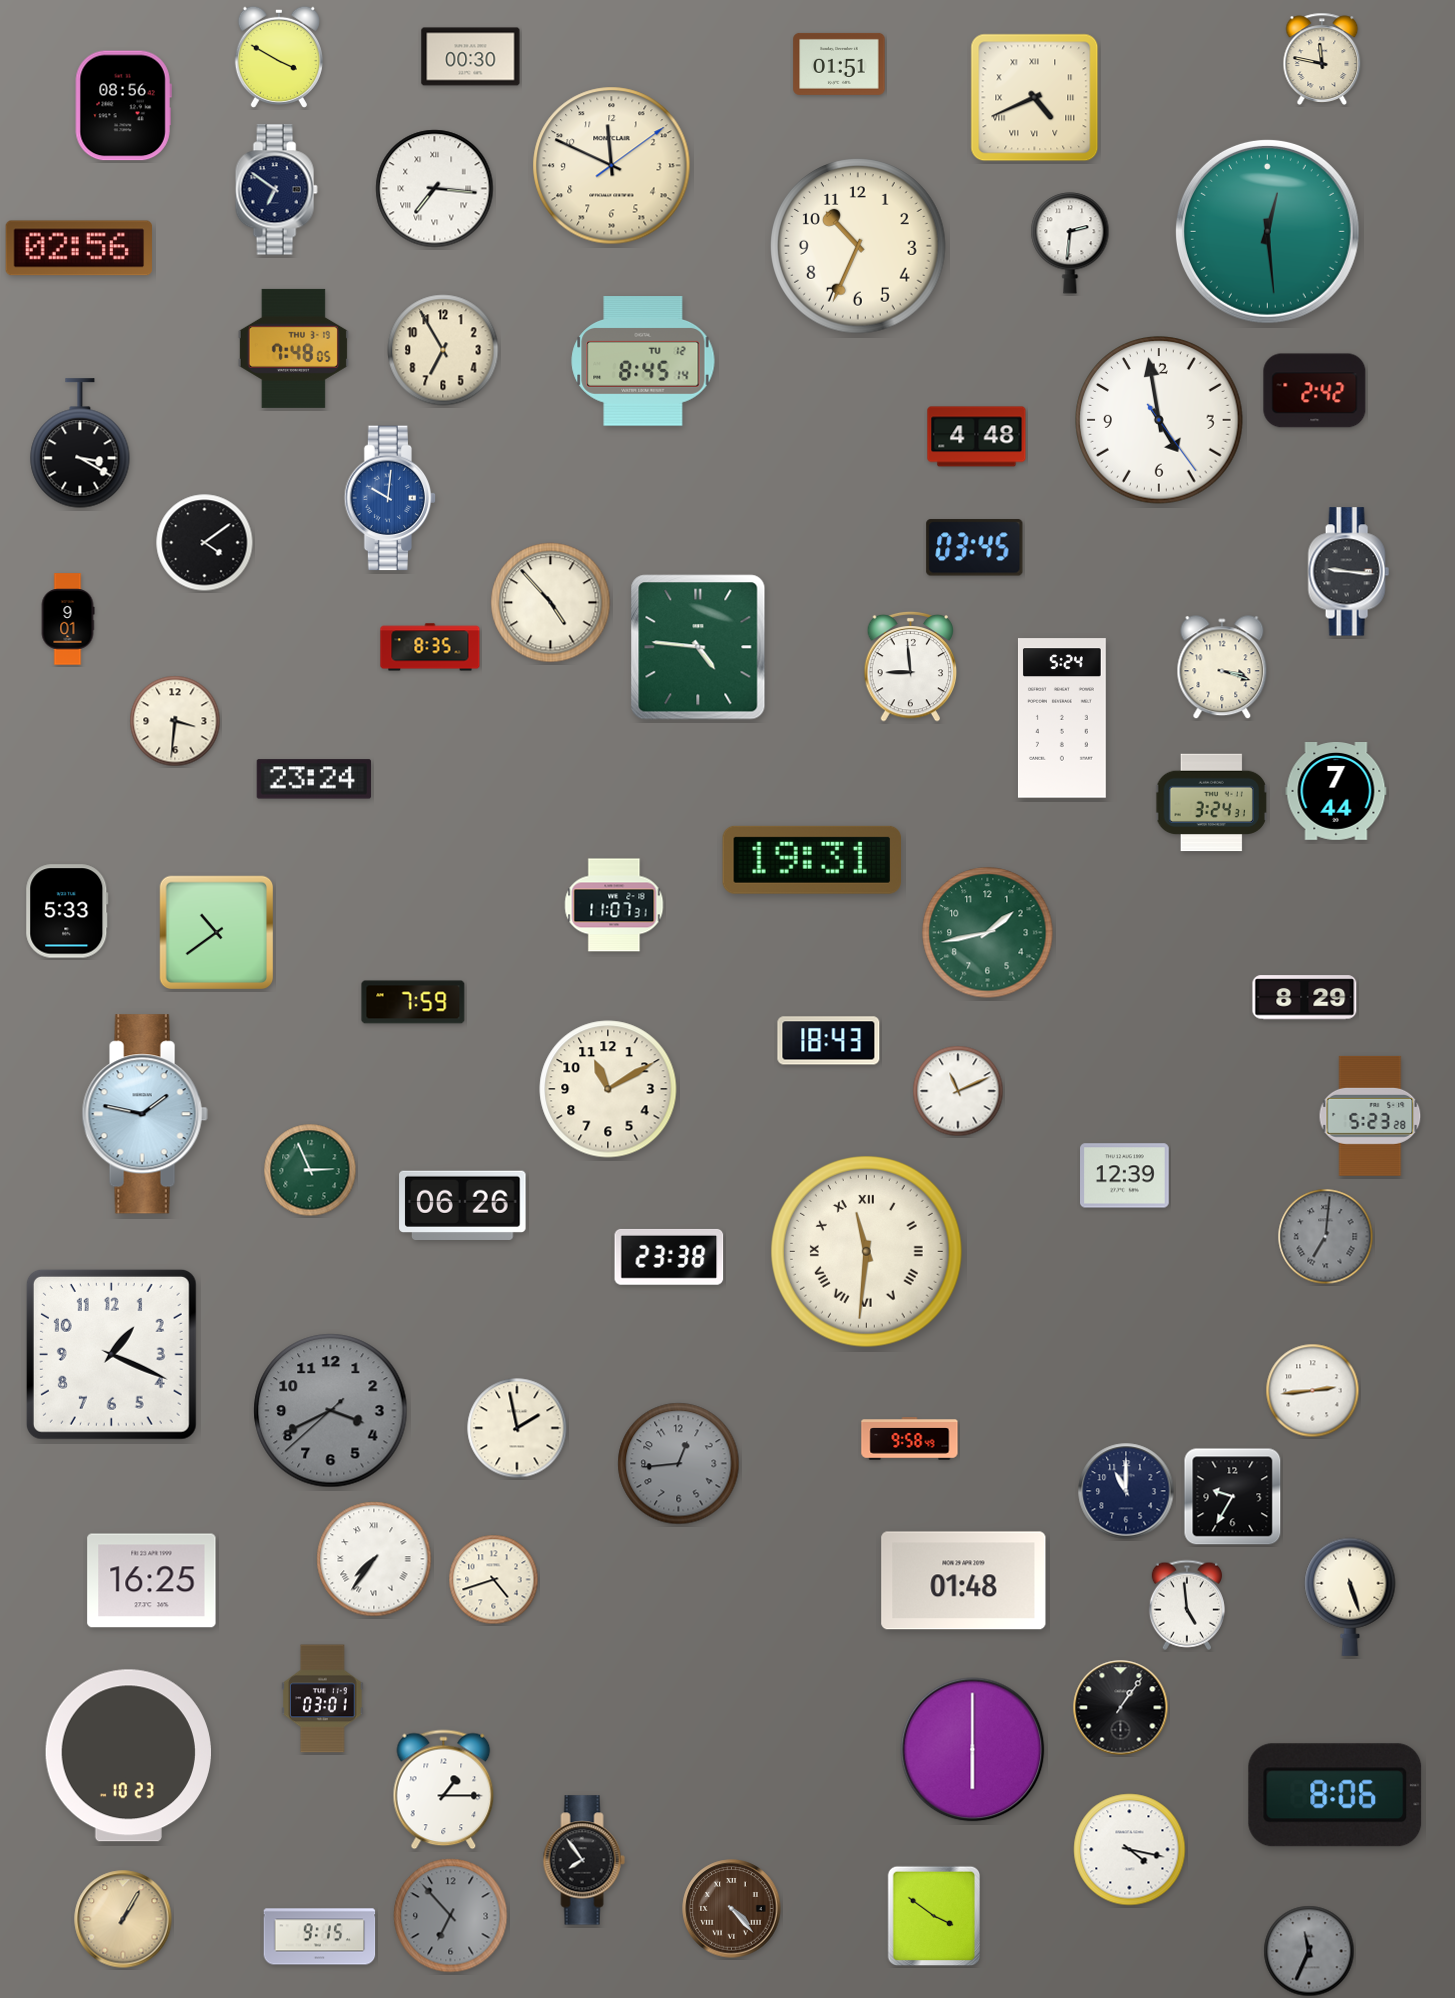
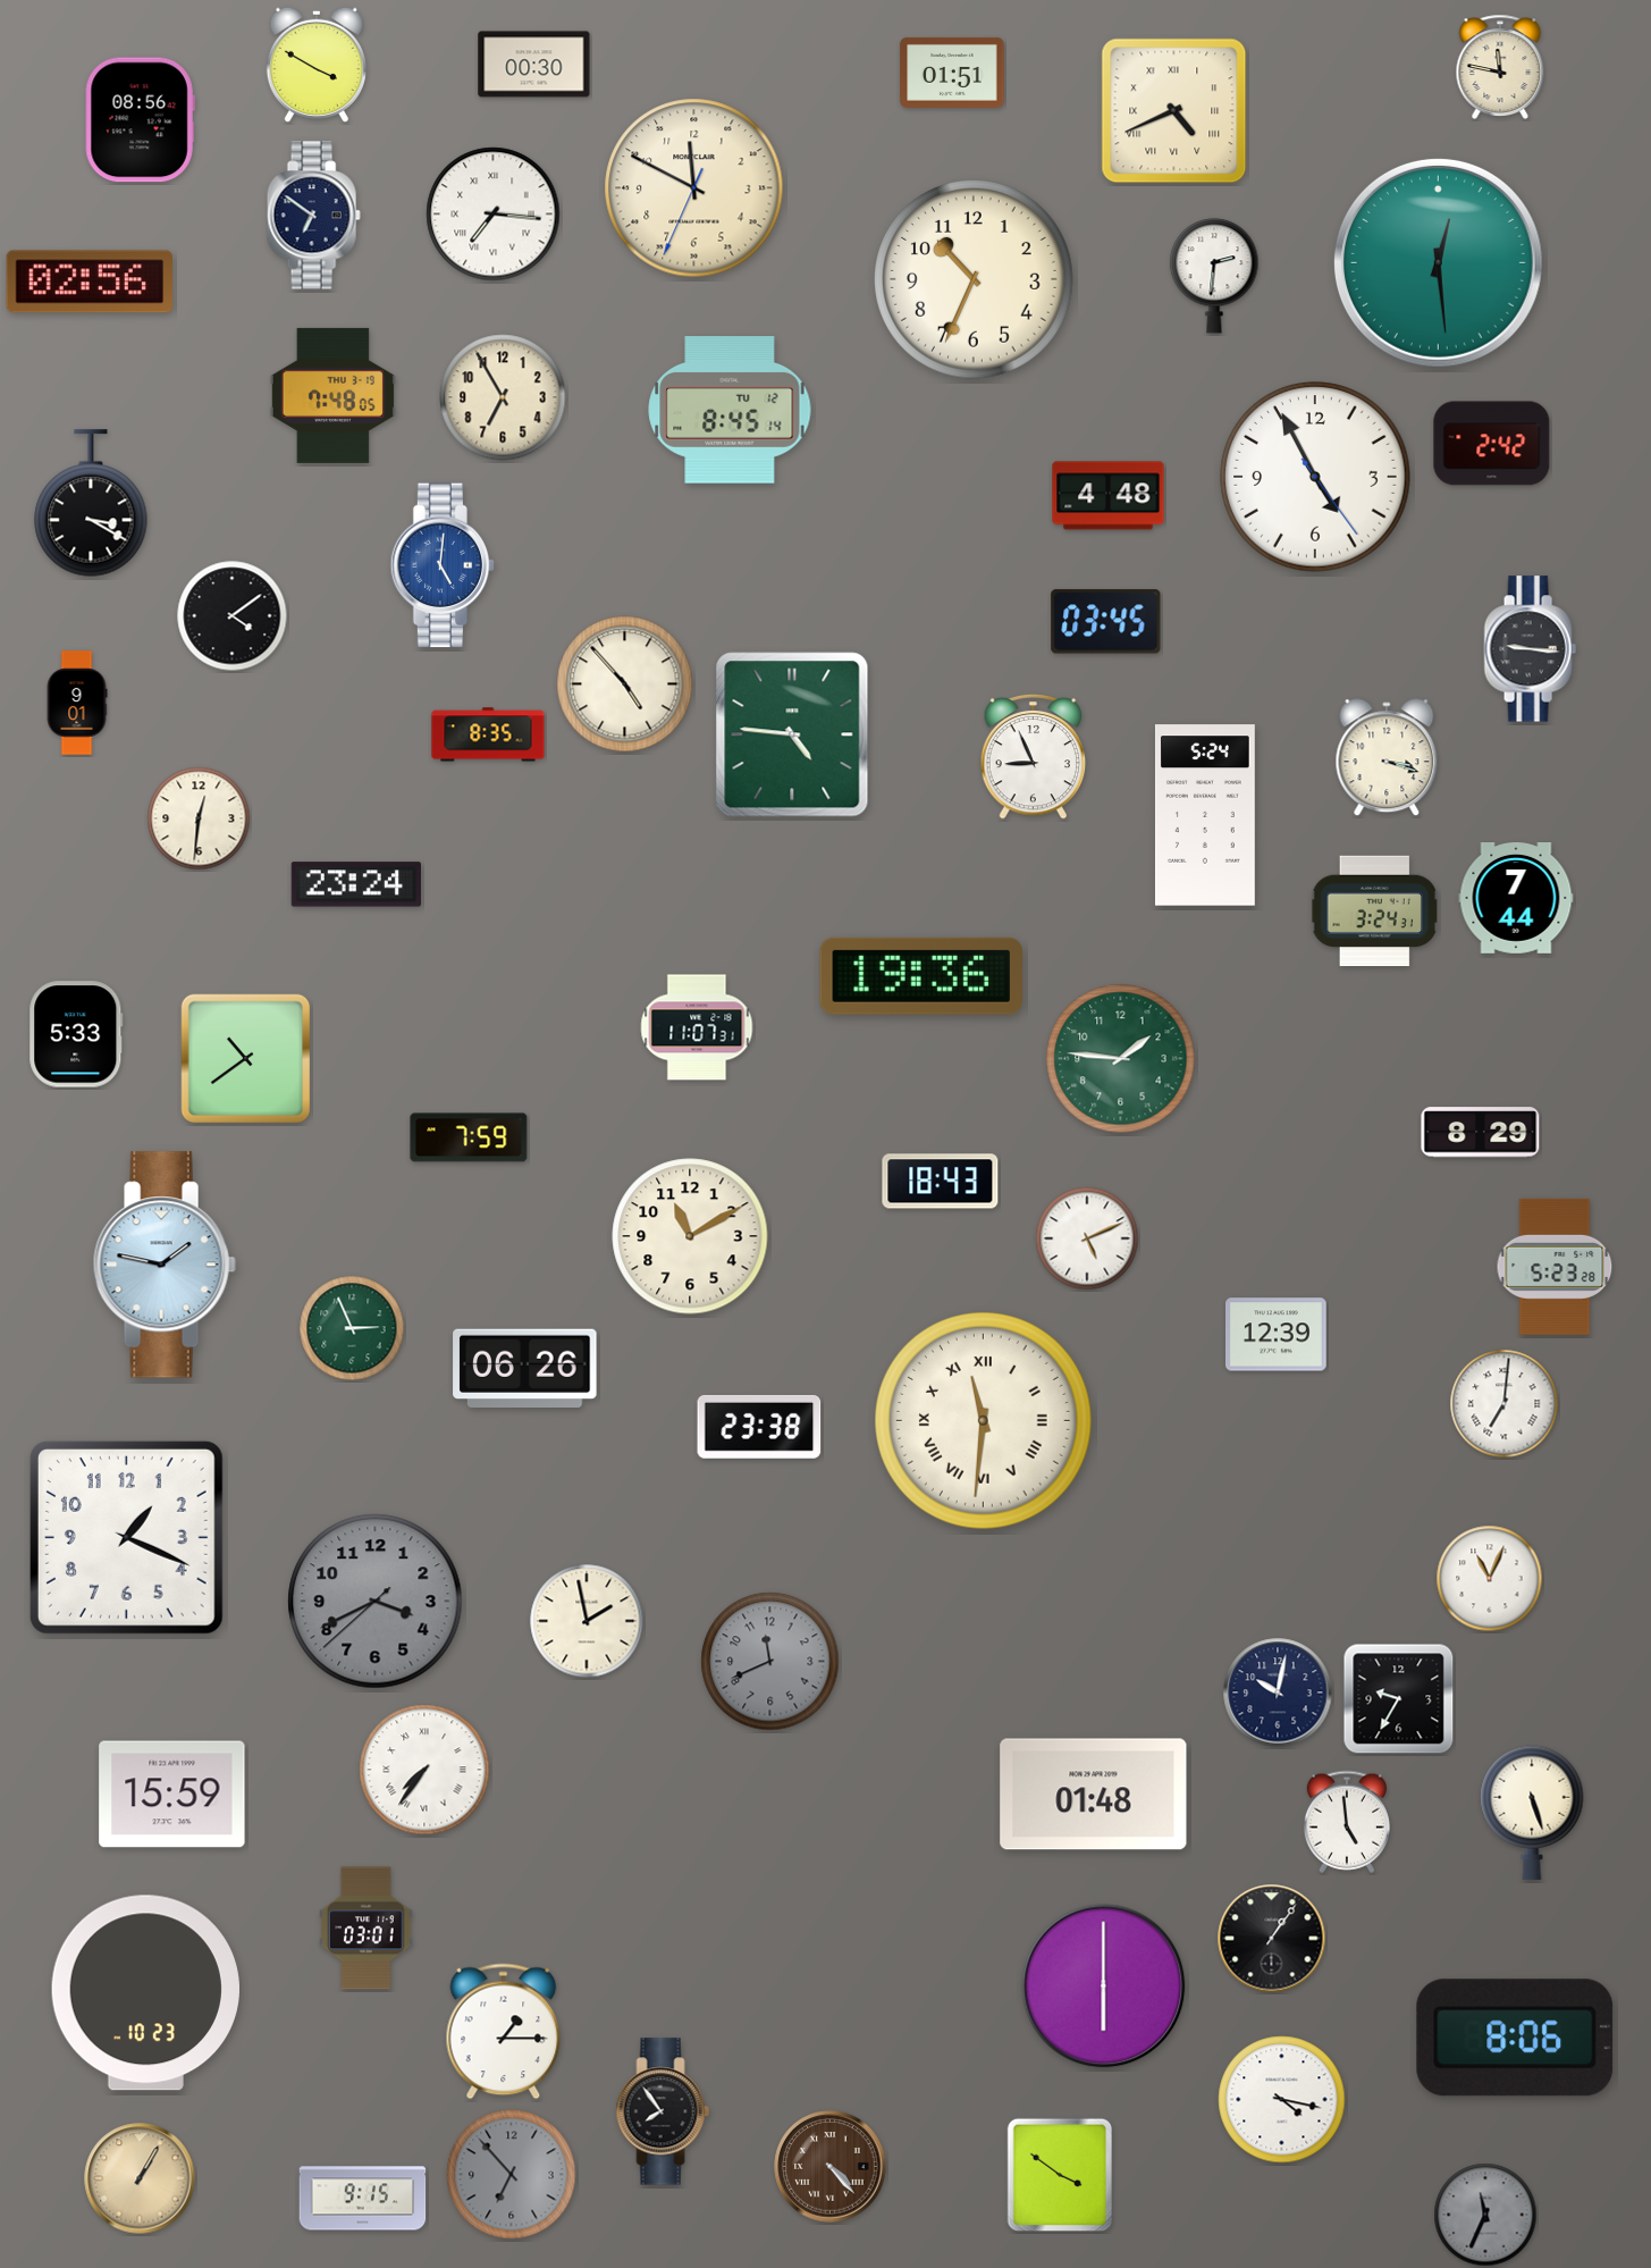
clock at (612, 166): 11:49:09 -> 11:49:34
clock at (1159, 420): 4:58 -> 4:55
clock at (390, 498): 10:01 -> 5:01
clock at (911, 666): 8:59 -> 8:56
clock at (175, 721): 3:31 -> 12:31
clock at (811, 860): 19:31 -> 19:36
clock at (988, 933): 1:43 -> 1:46
clock at (958, 1091): 11:11 -> 5:11
clock at (1326, 1237) dial: grey -> white
clock at (1313, 1391): 2:44 -> 11:04
clock at (910, 1439): 9:58 -> none
clock at (679, 1464): 12:44 -> 11:41
clock at (1126, 1491): 11:00 -> 10:02
clock at (494, 1580): 4:42 -> none
clock at (152, 1581): 16:25 -> 15:59
